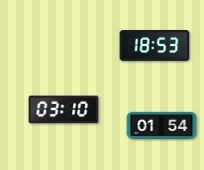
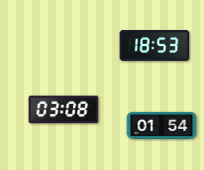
clock at (64, 110): 03:10 -> 03:08
